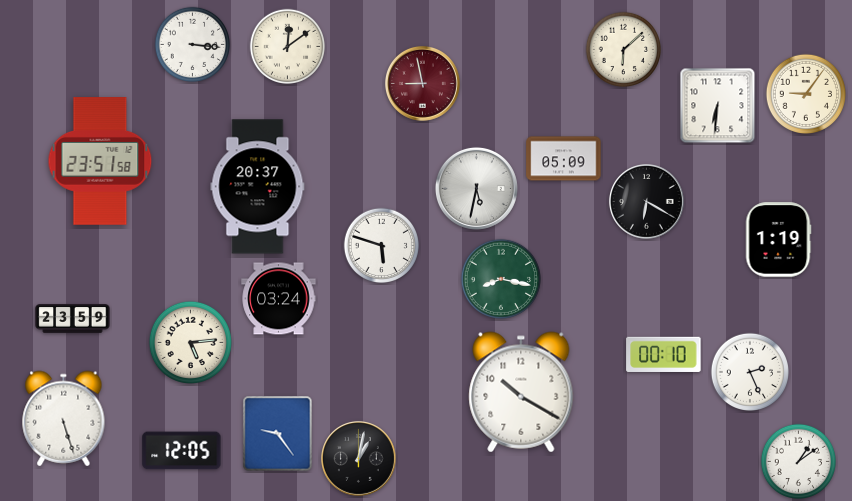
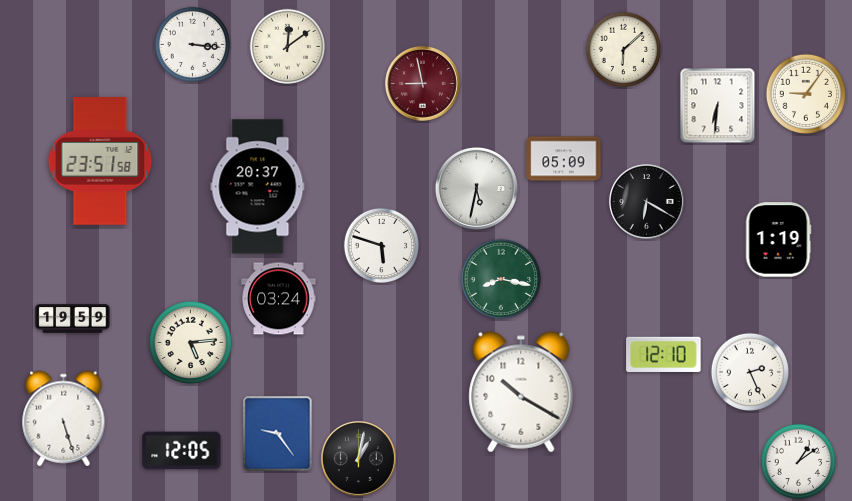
clock at (73, 319): 23:59 -> 19:59
clock at (664, 354): 00:10 -> 12:10
